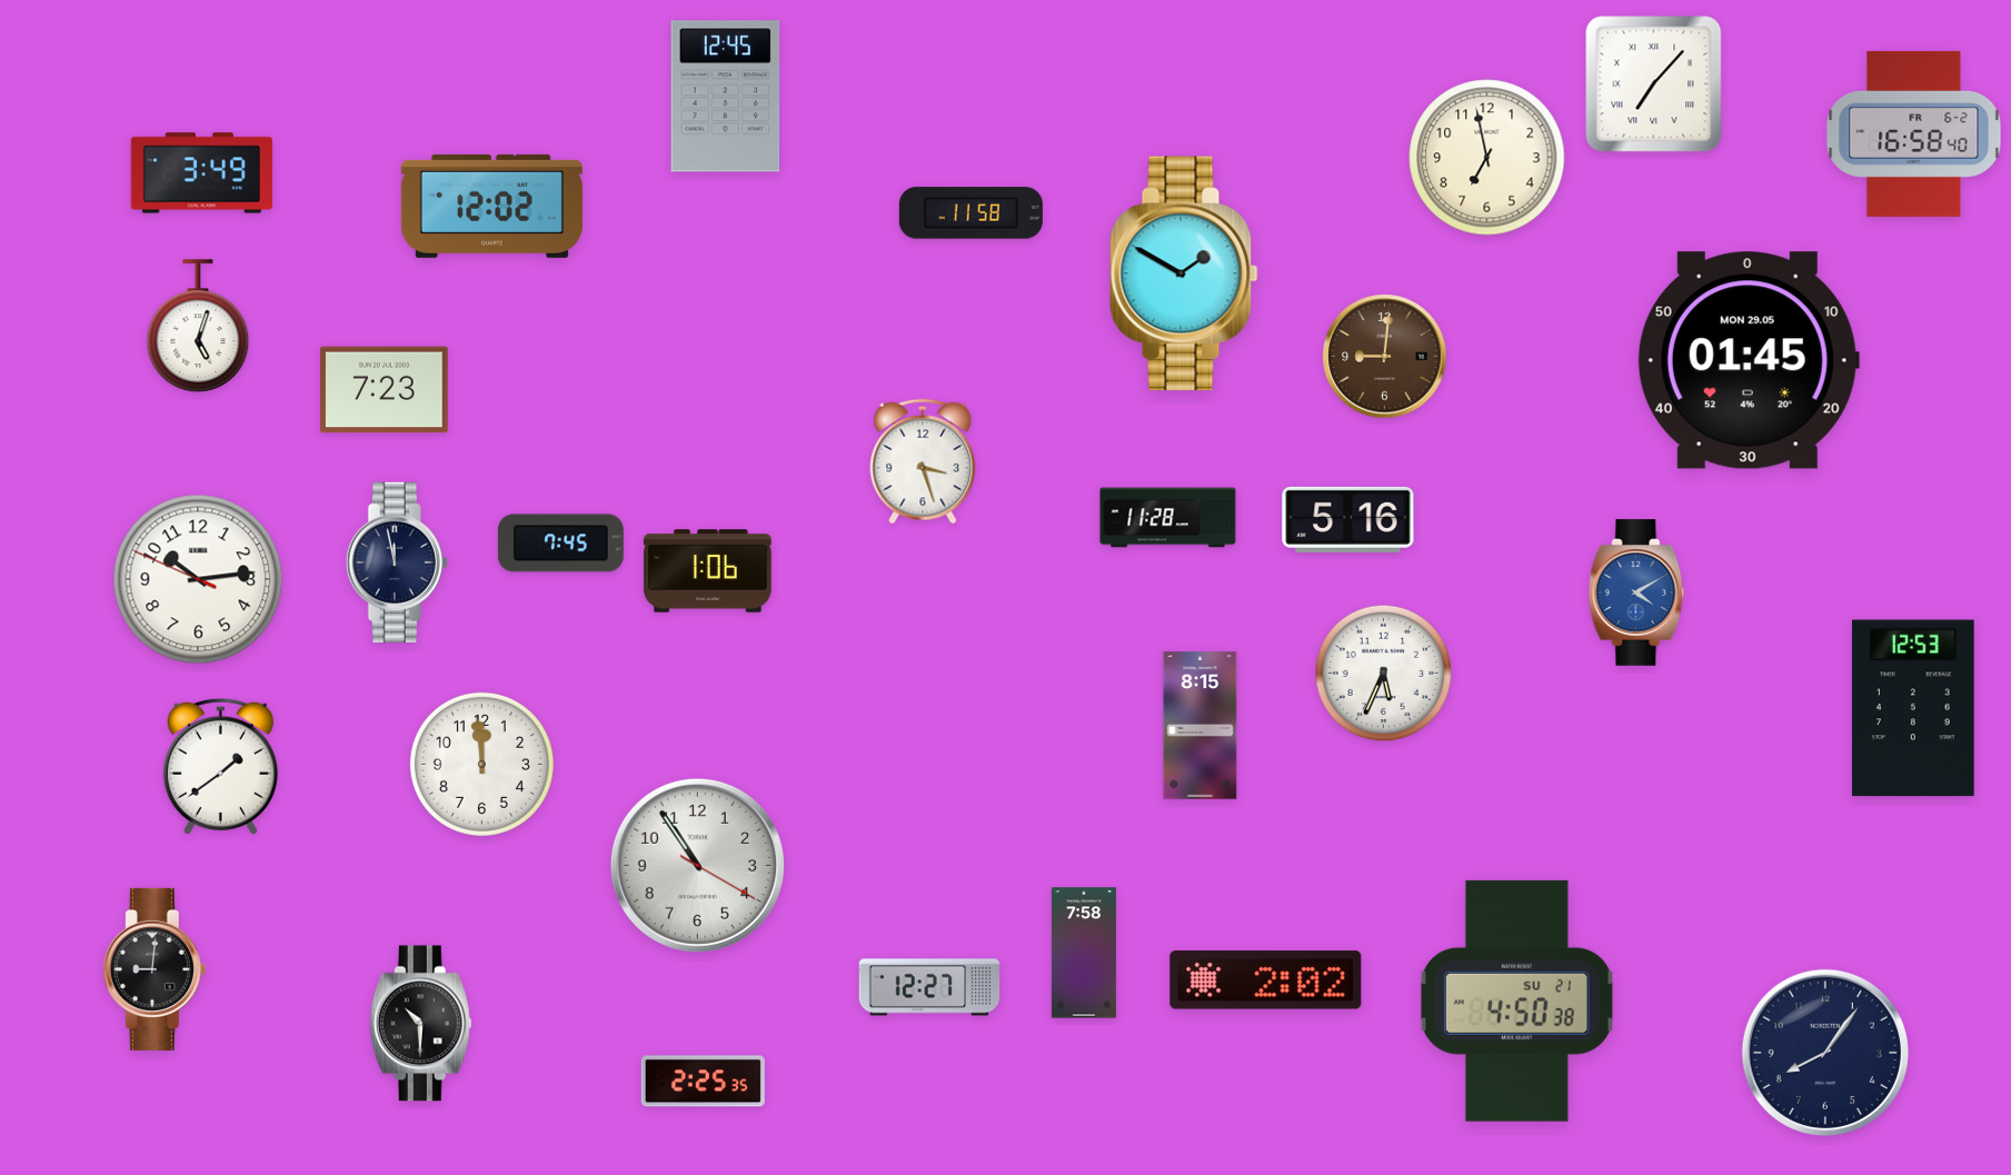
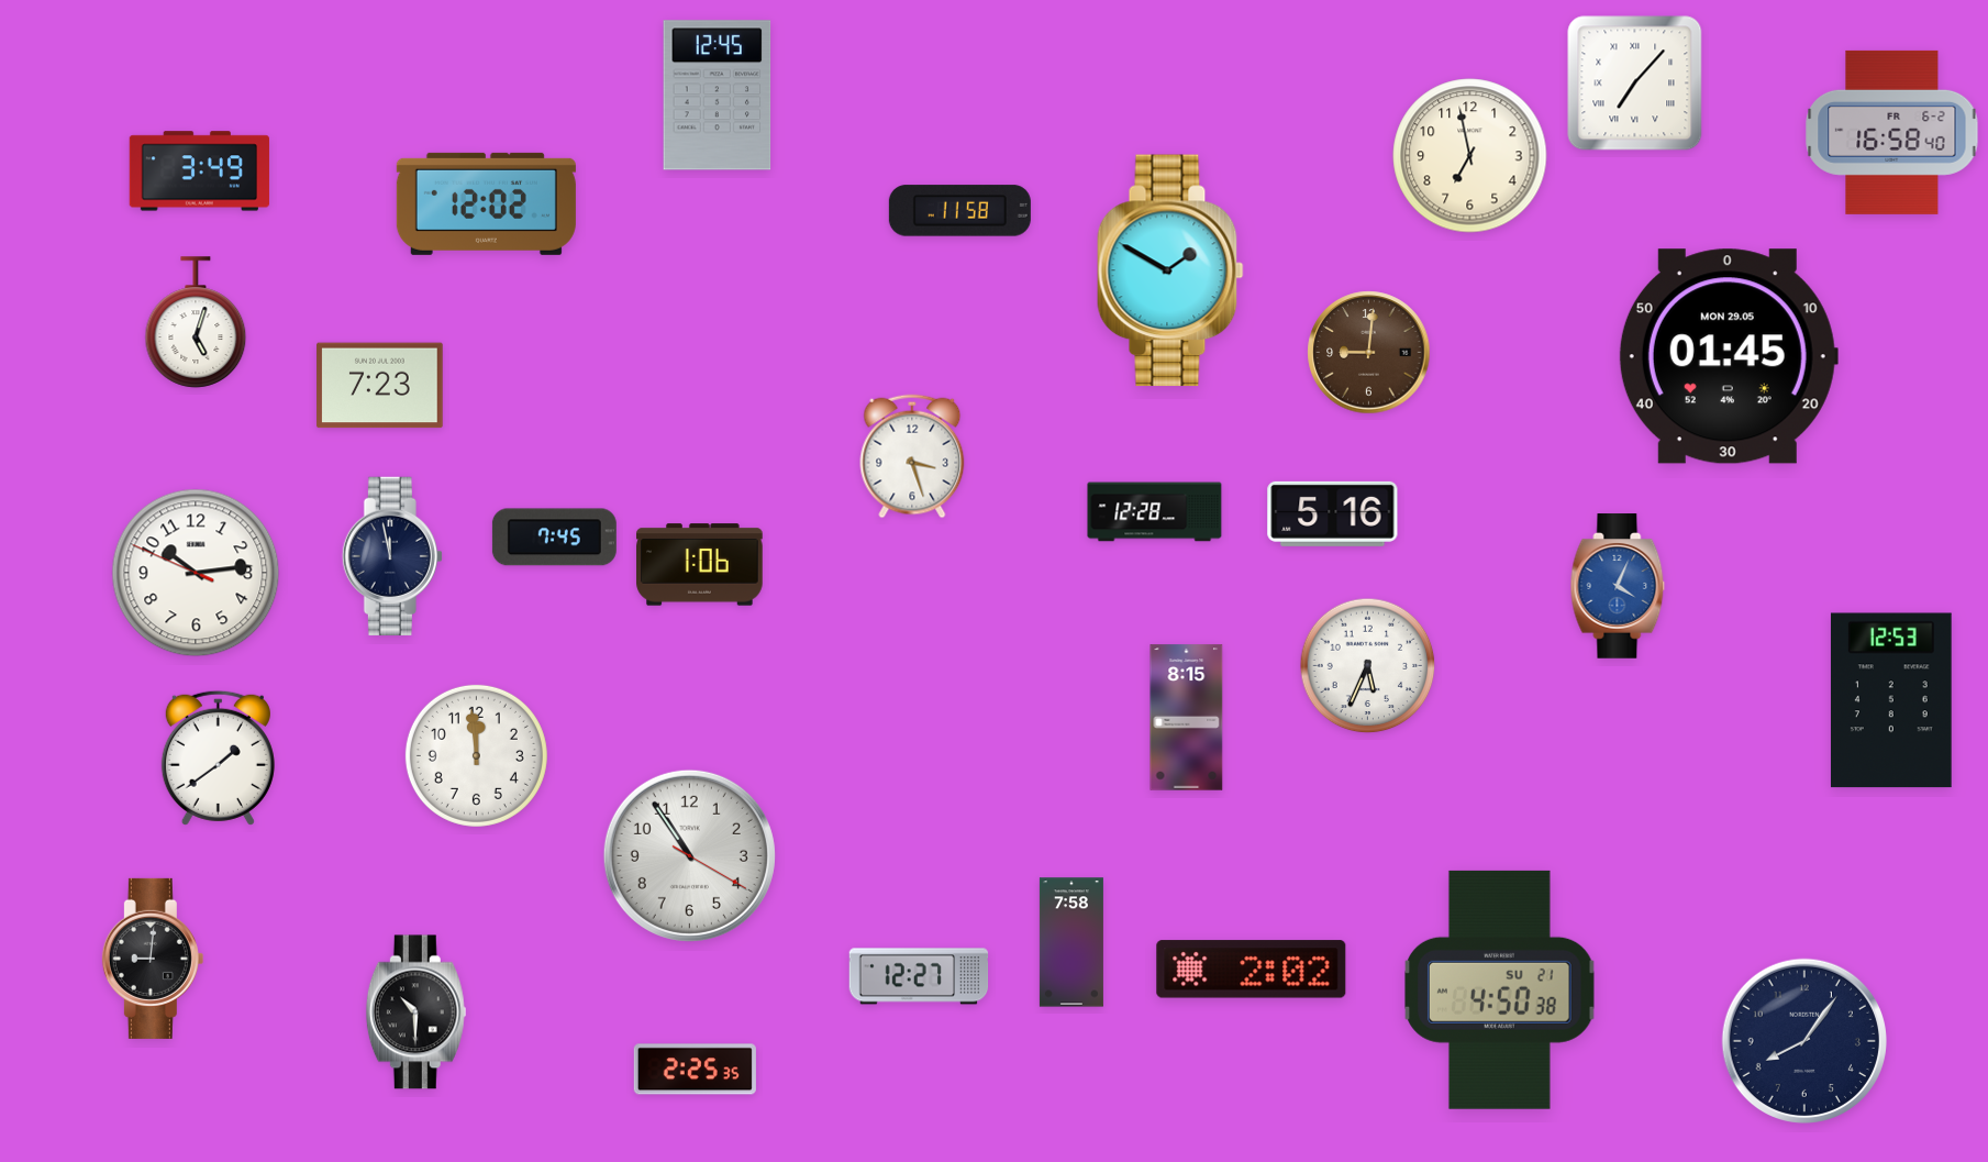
clock at (1168, 518): 11:28 -> 12:28
clock at (1636, 593): 4:10 -> 4:04
